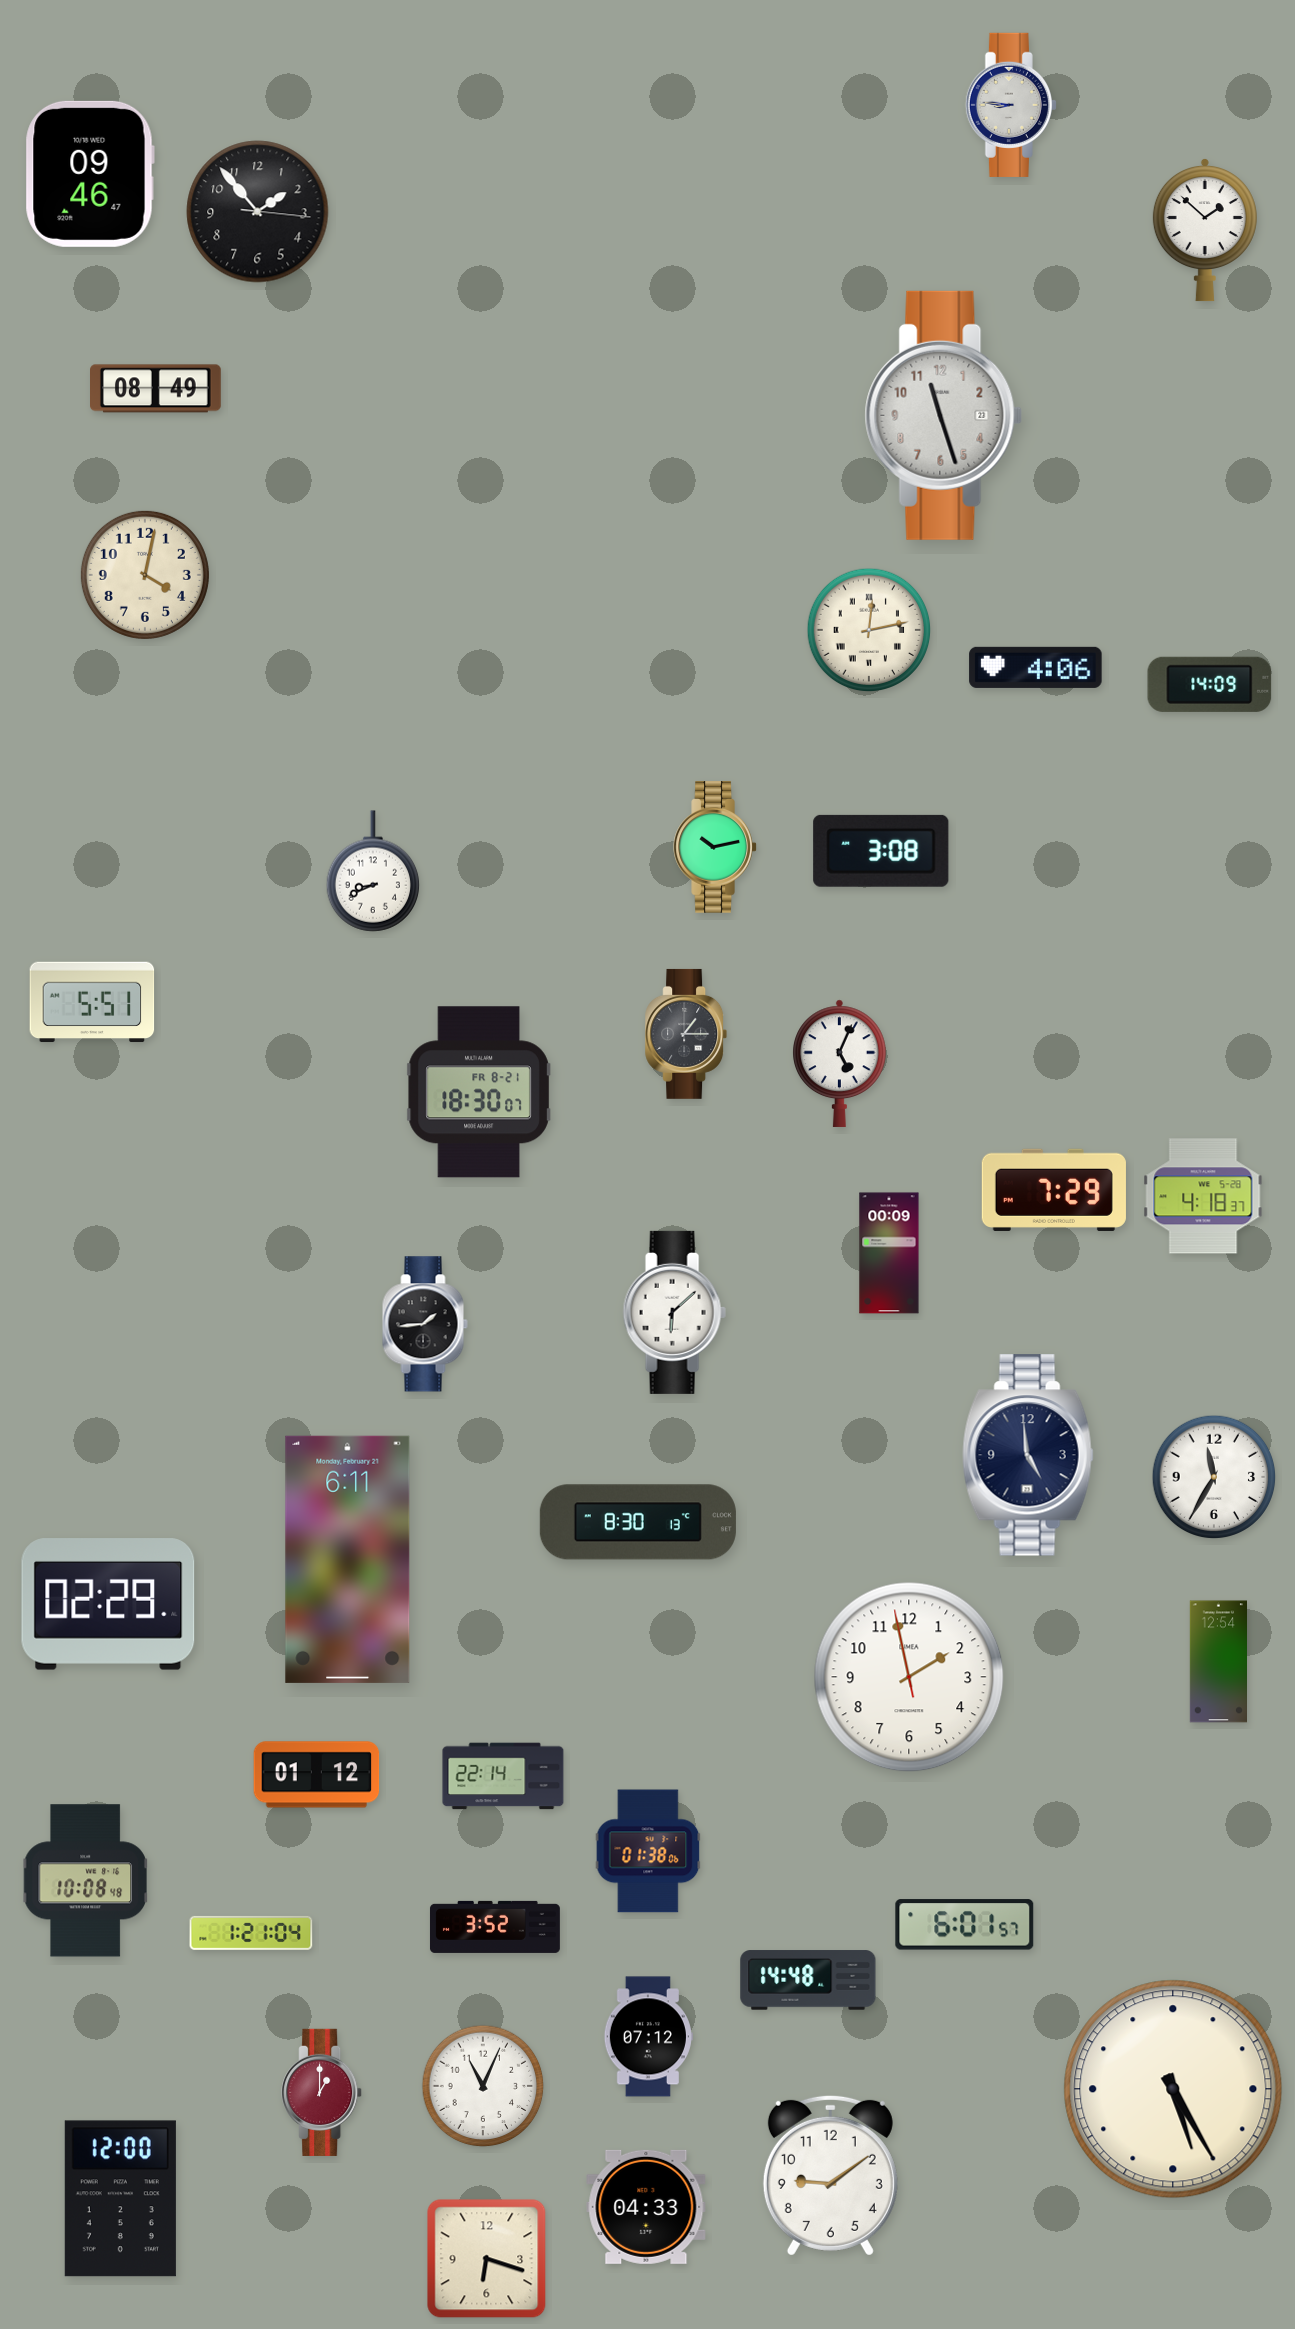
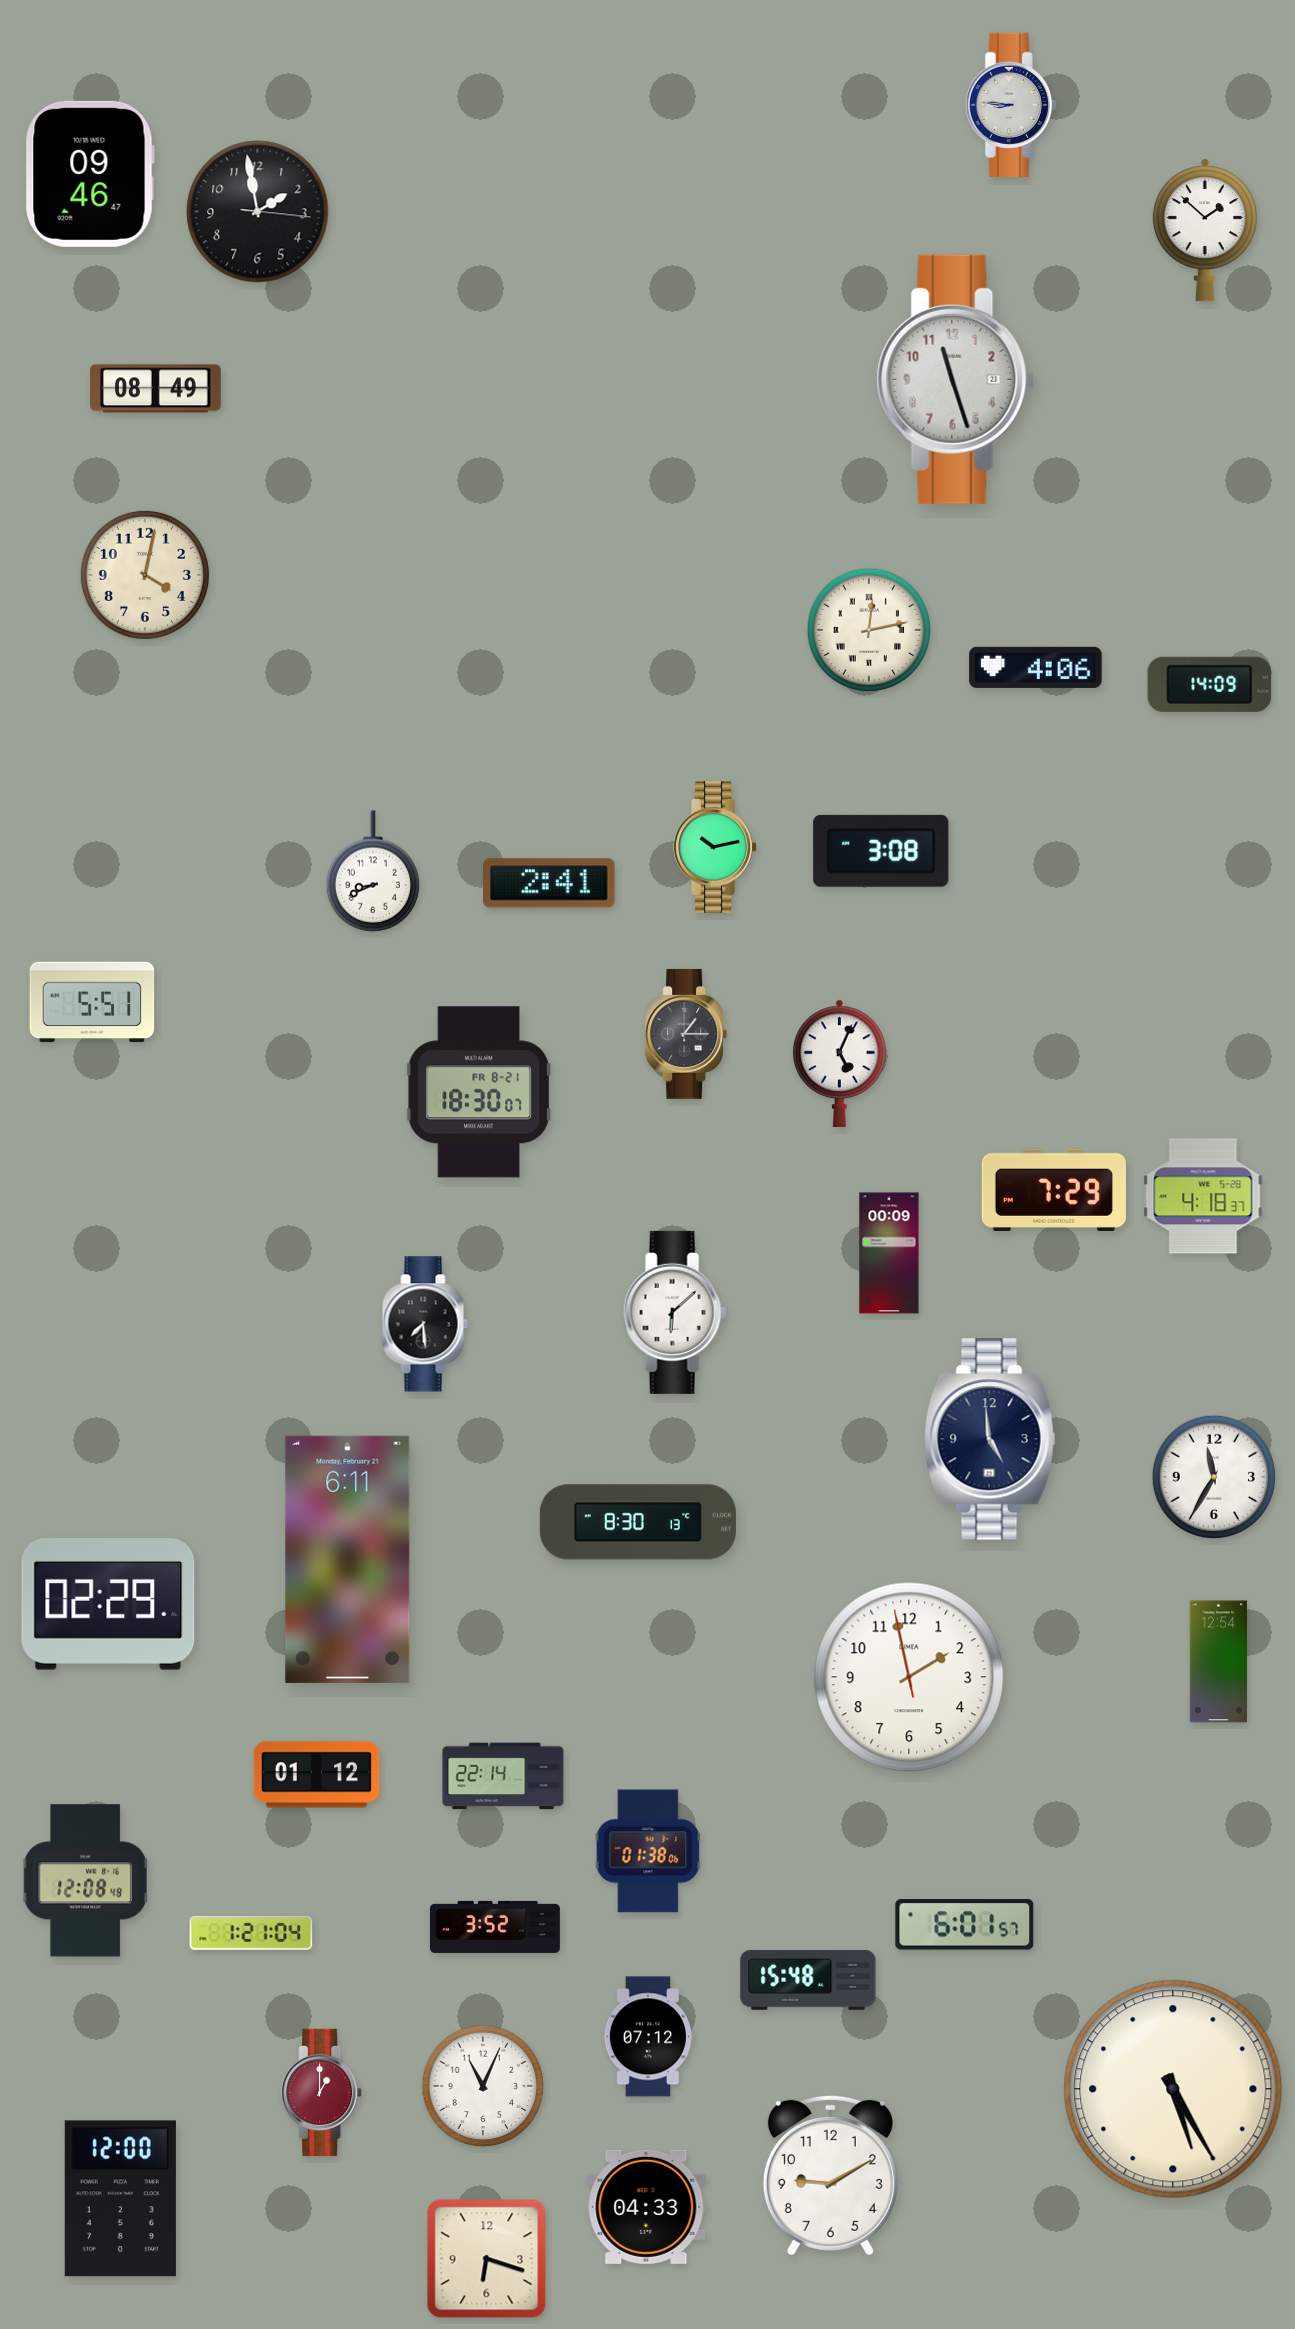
clock at (258, 212): 1:53 -> 1:58
clock at (944, 415) position: (944, 415) -> (956, 379)
clock at (550, 883): none -> 2:41
clock at (425, 1324): 1:44 -> 7:29
clock at (1028, 1455) position: (1028, 1455) -> (990, 1439)
clock at (86, 1881): 10:08 -> 12:08
clock at (808, 1980): 14:48 -> 15:48
clock at (830, 2175): 9:09 -> 9:10
